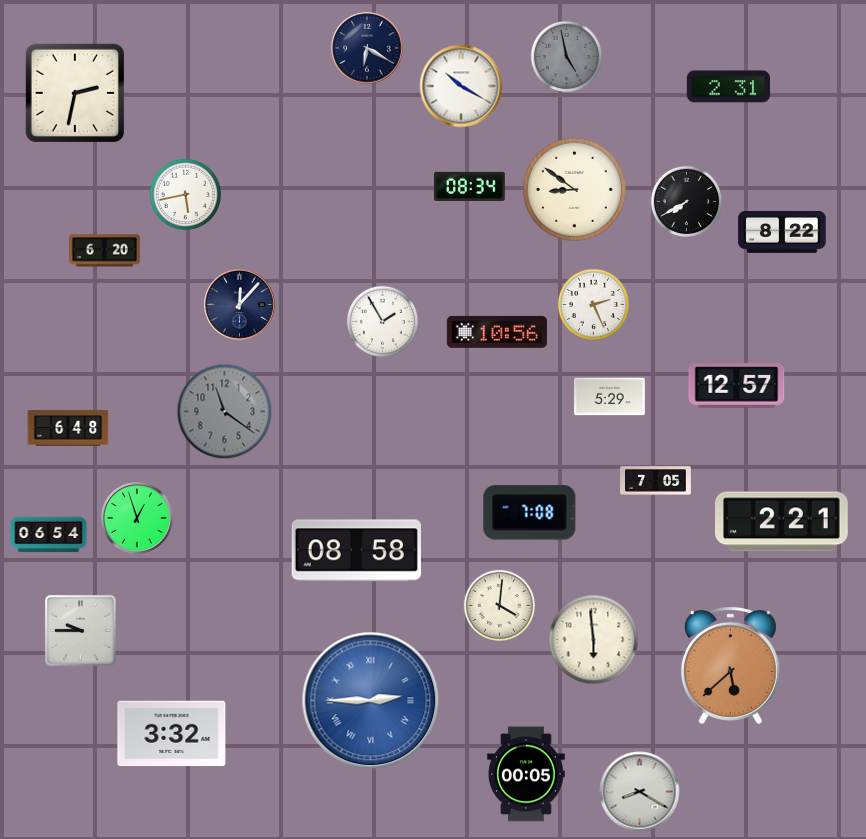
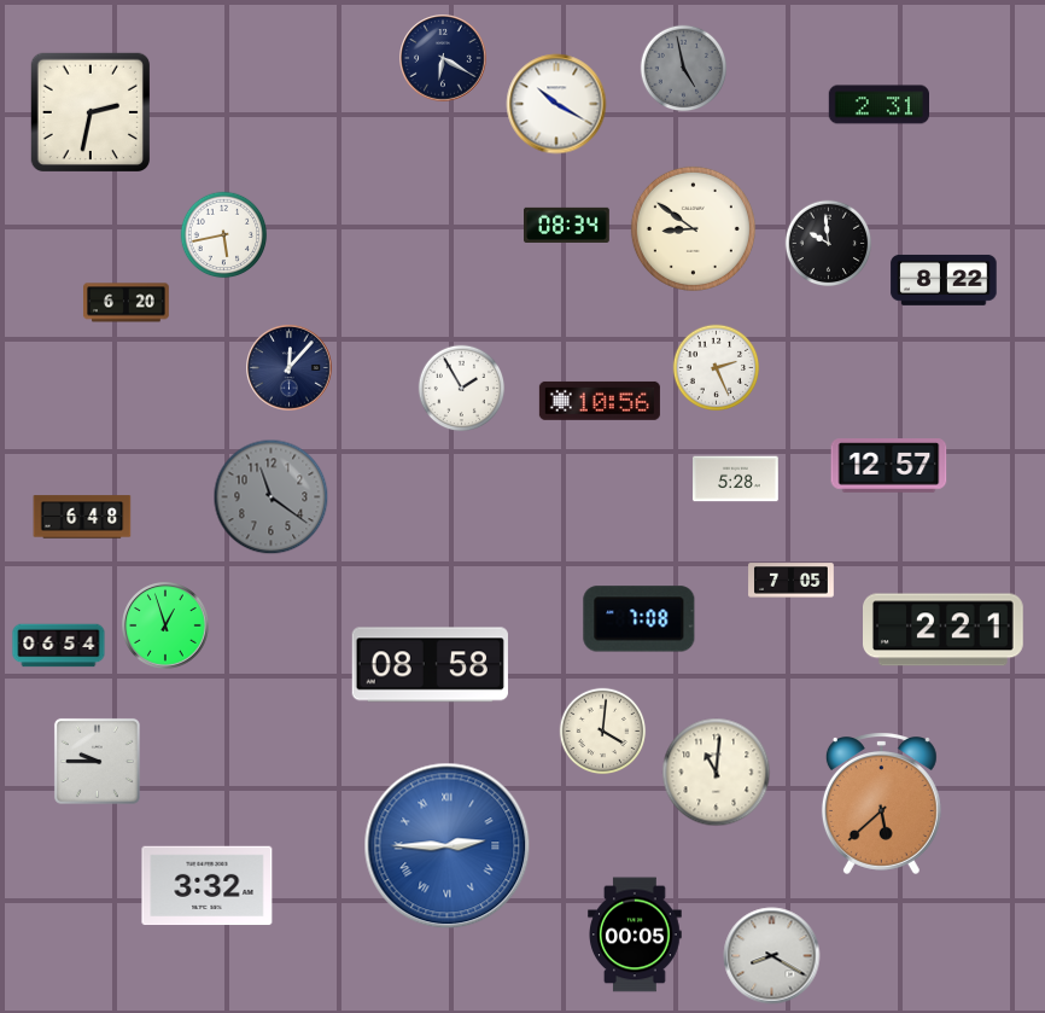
clock at (687, 202): 7:40 -> 9:59
clock at (610, 397): 5:29 -> 5:28
clock at (594, 640): 5:59 -> 11:01
